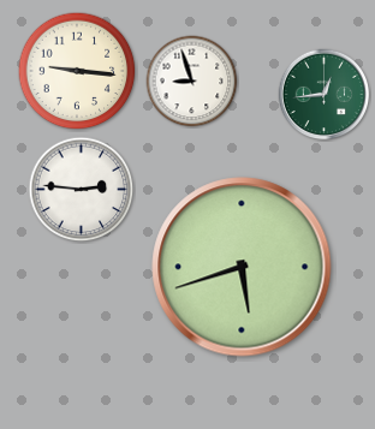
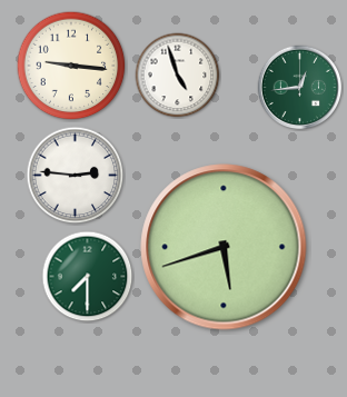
clock at (192, 82): 8:57 -> 4:57
clock at (88, 277): none -> 7:30
